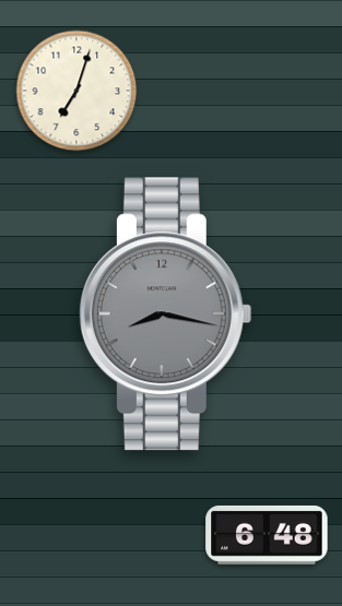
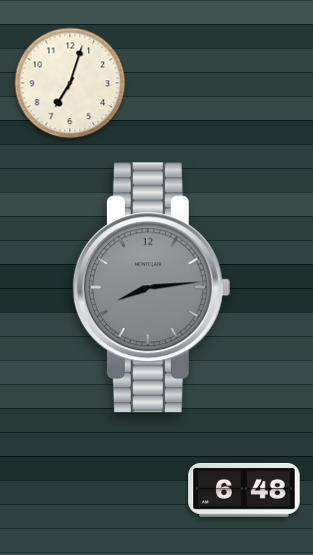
clock at (165, 314): 8:17 -> 8:14
